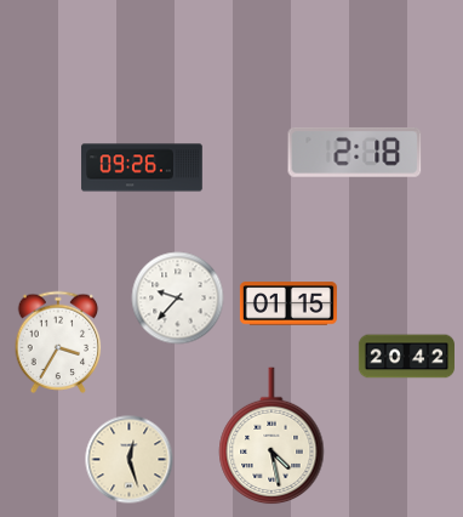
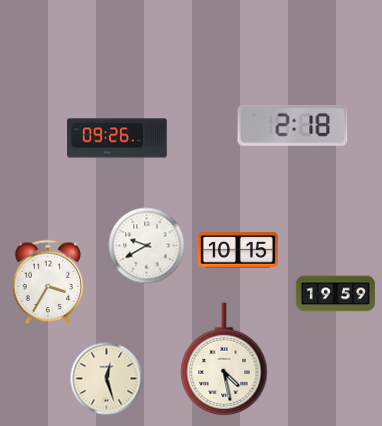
clock at (178, 299): 9:37 -> 9:40
clock at (288, 303): 01:15 -> 10:15
clock at (406, 357): 20:42 -> 19:59
